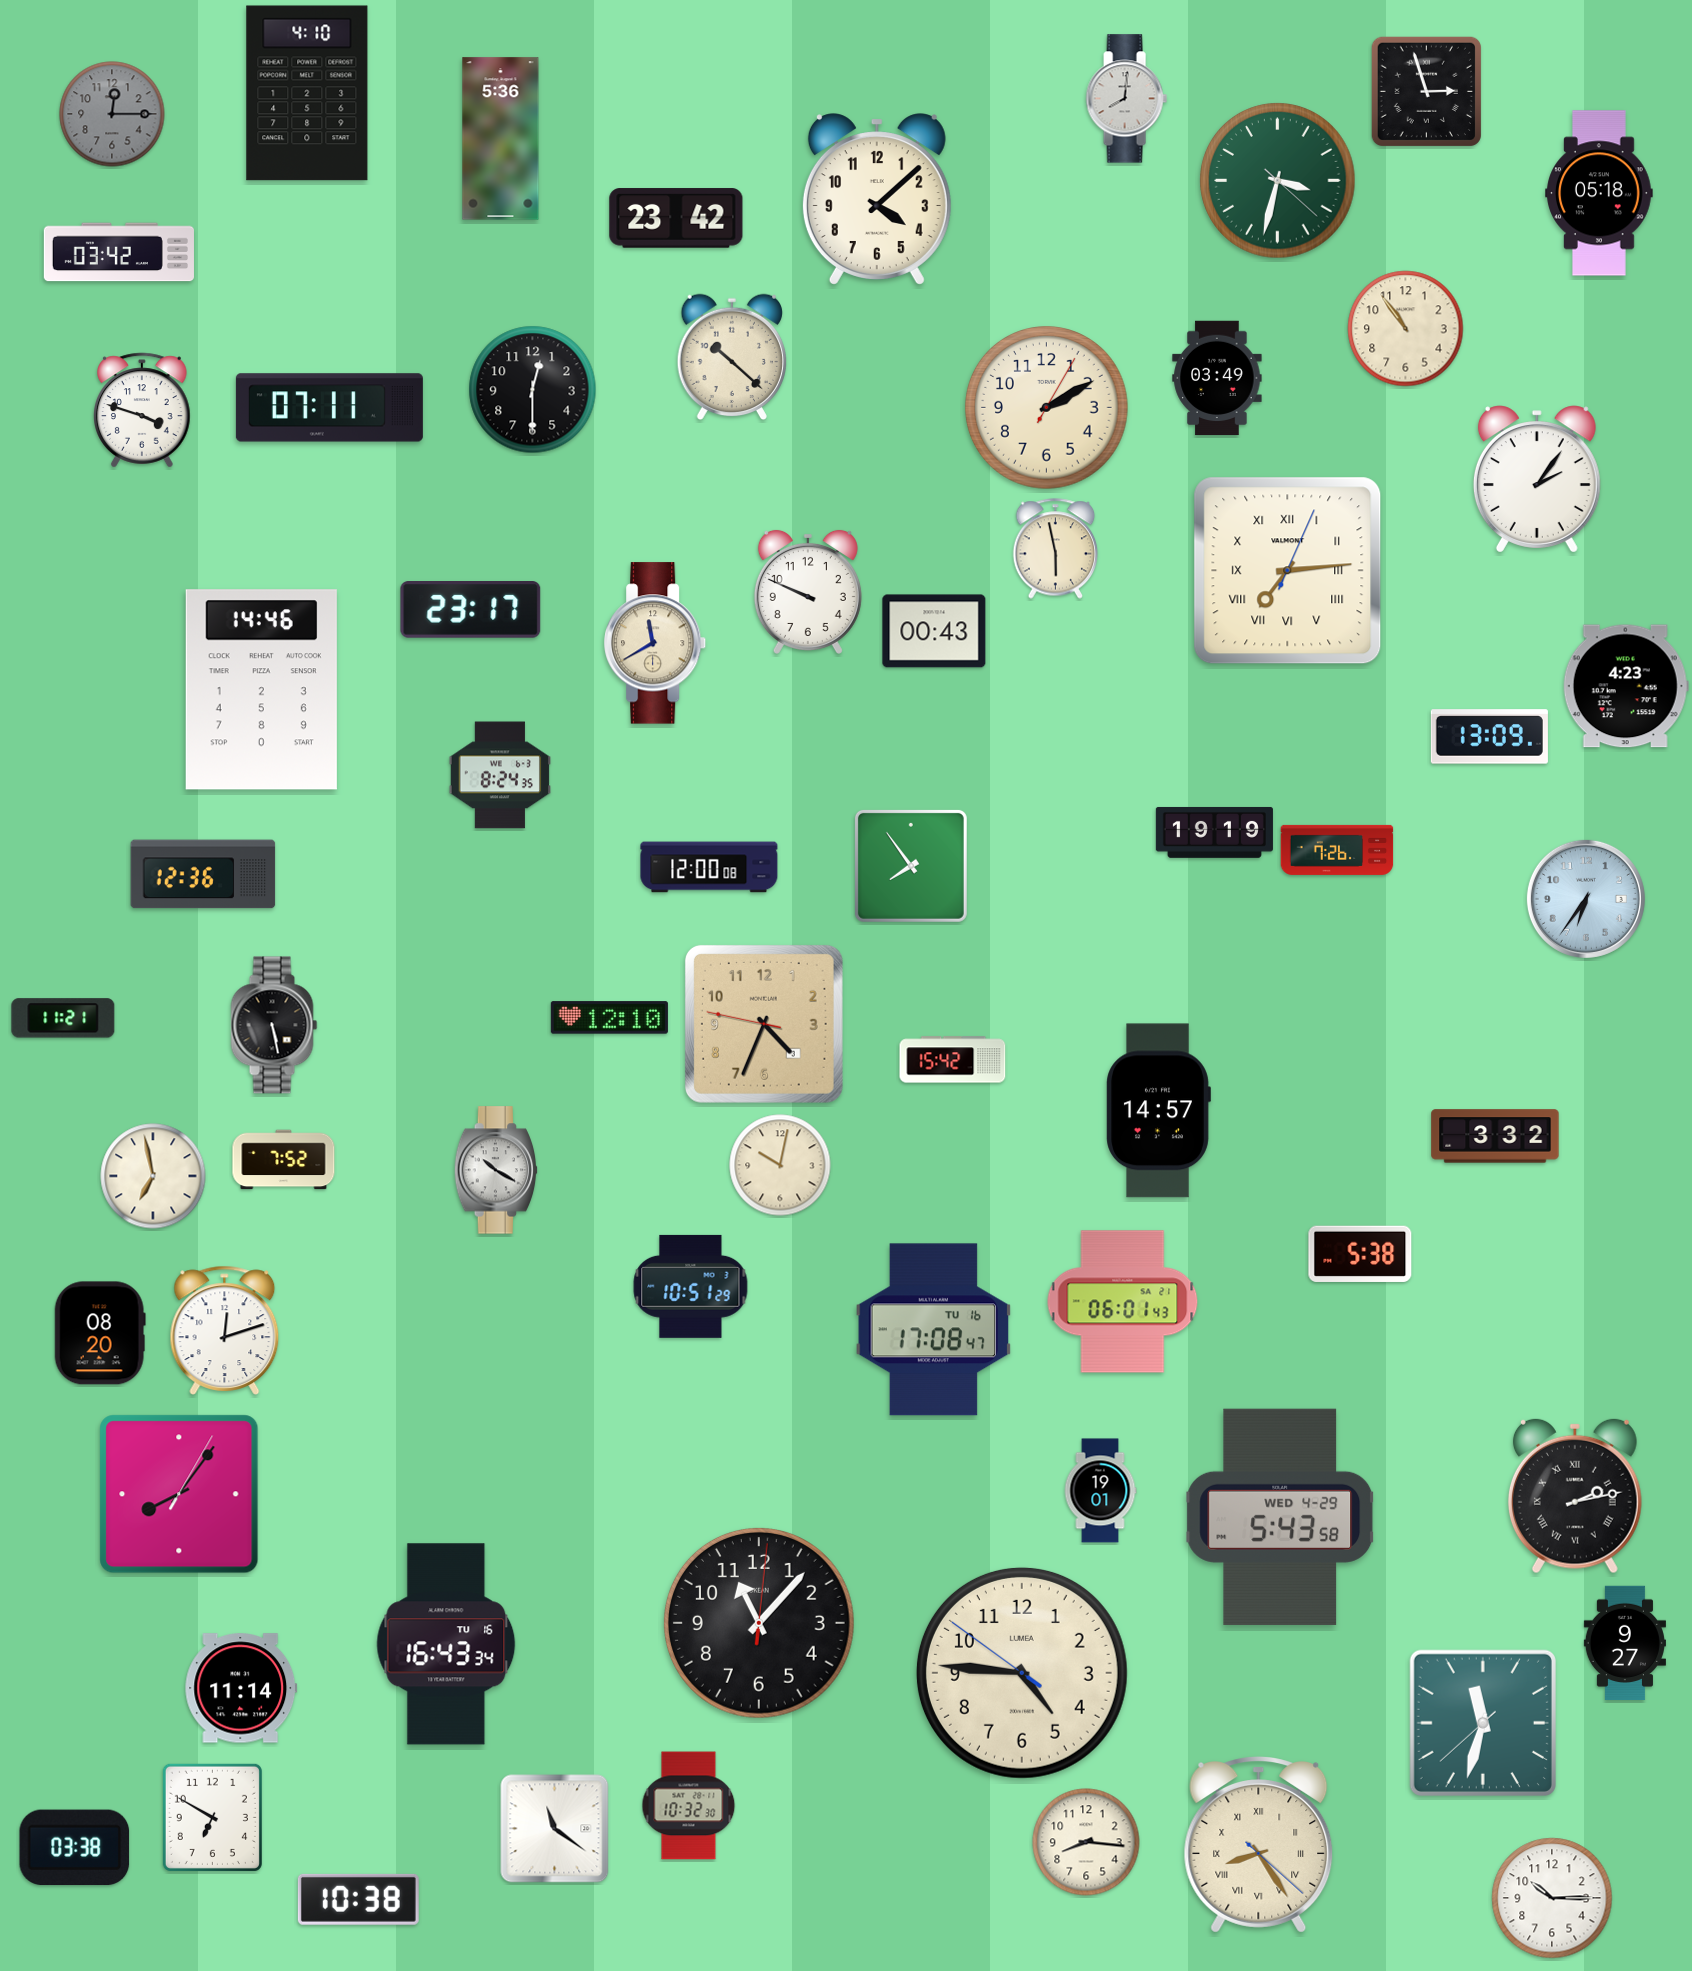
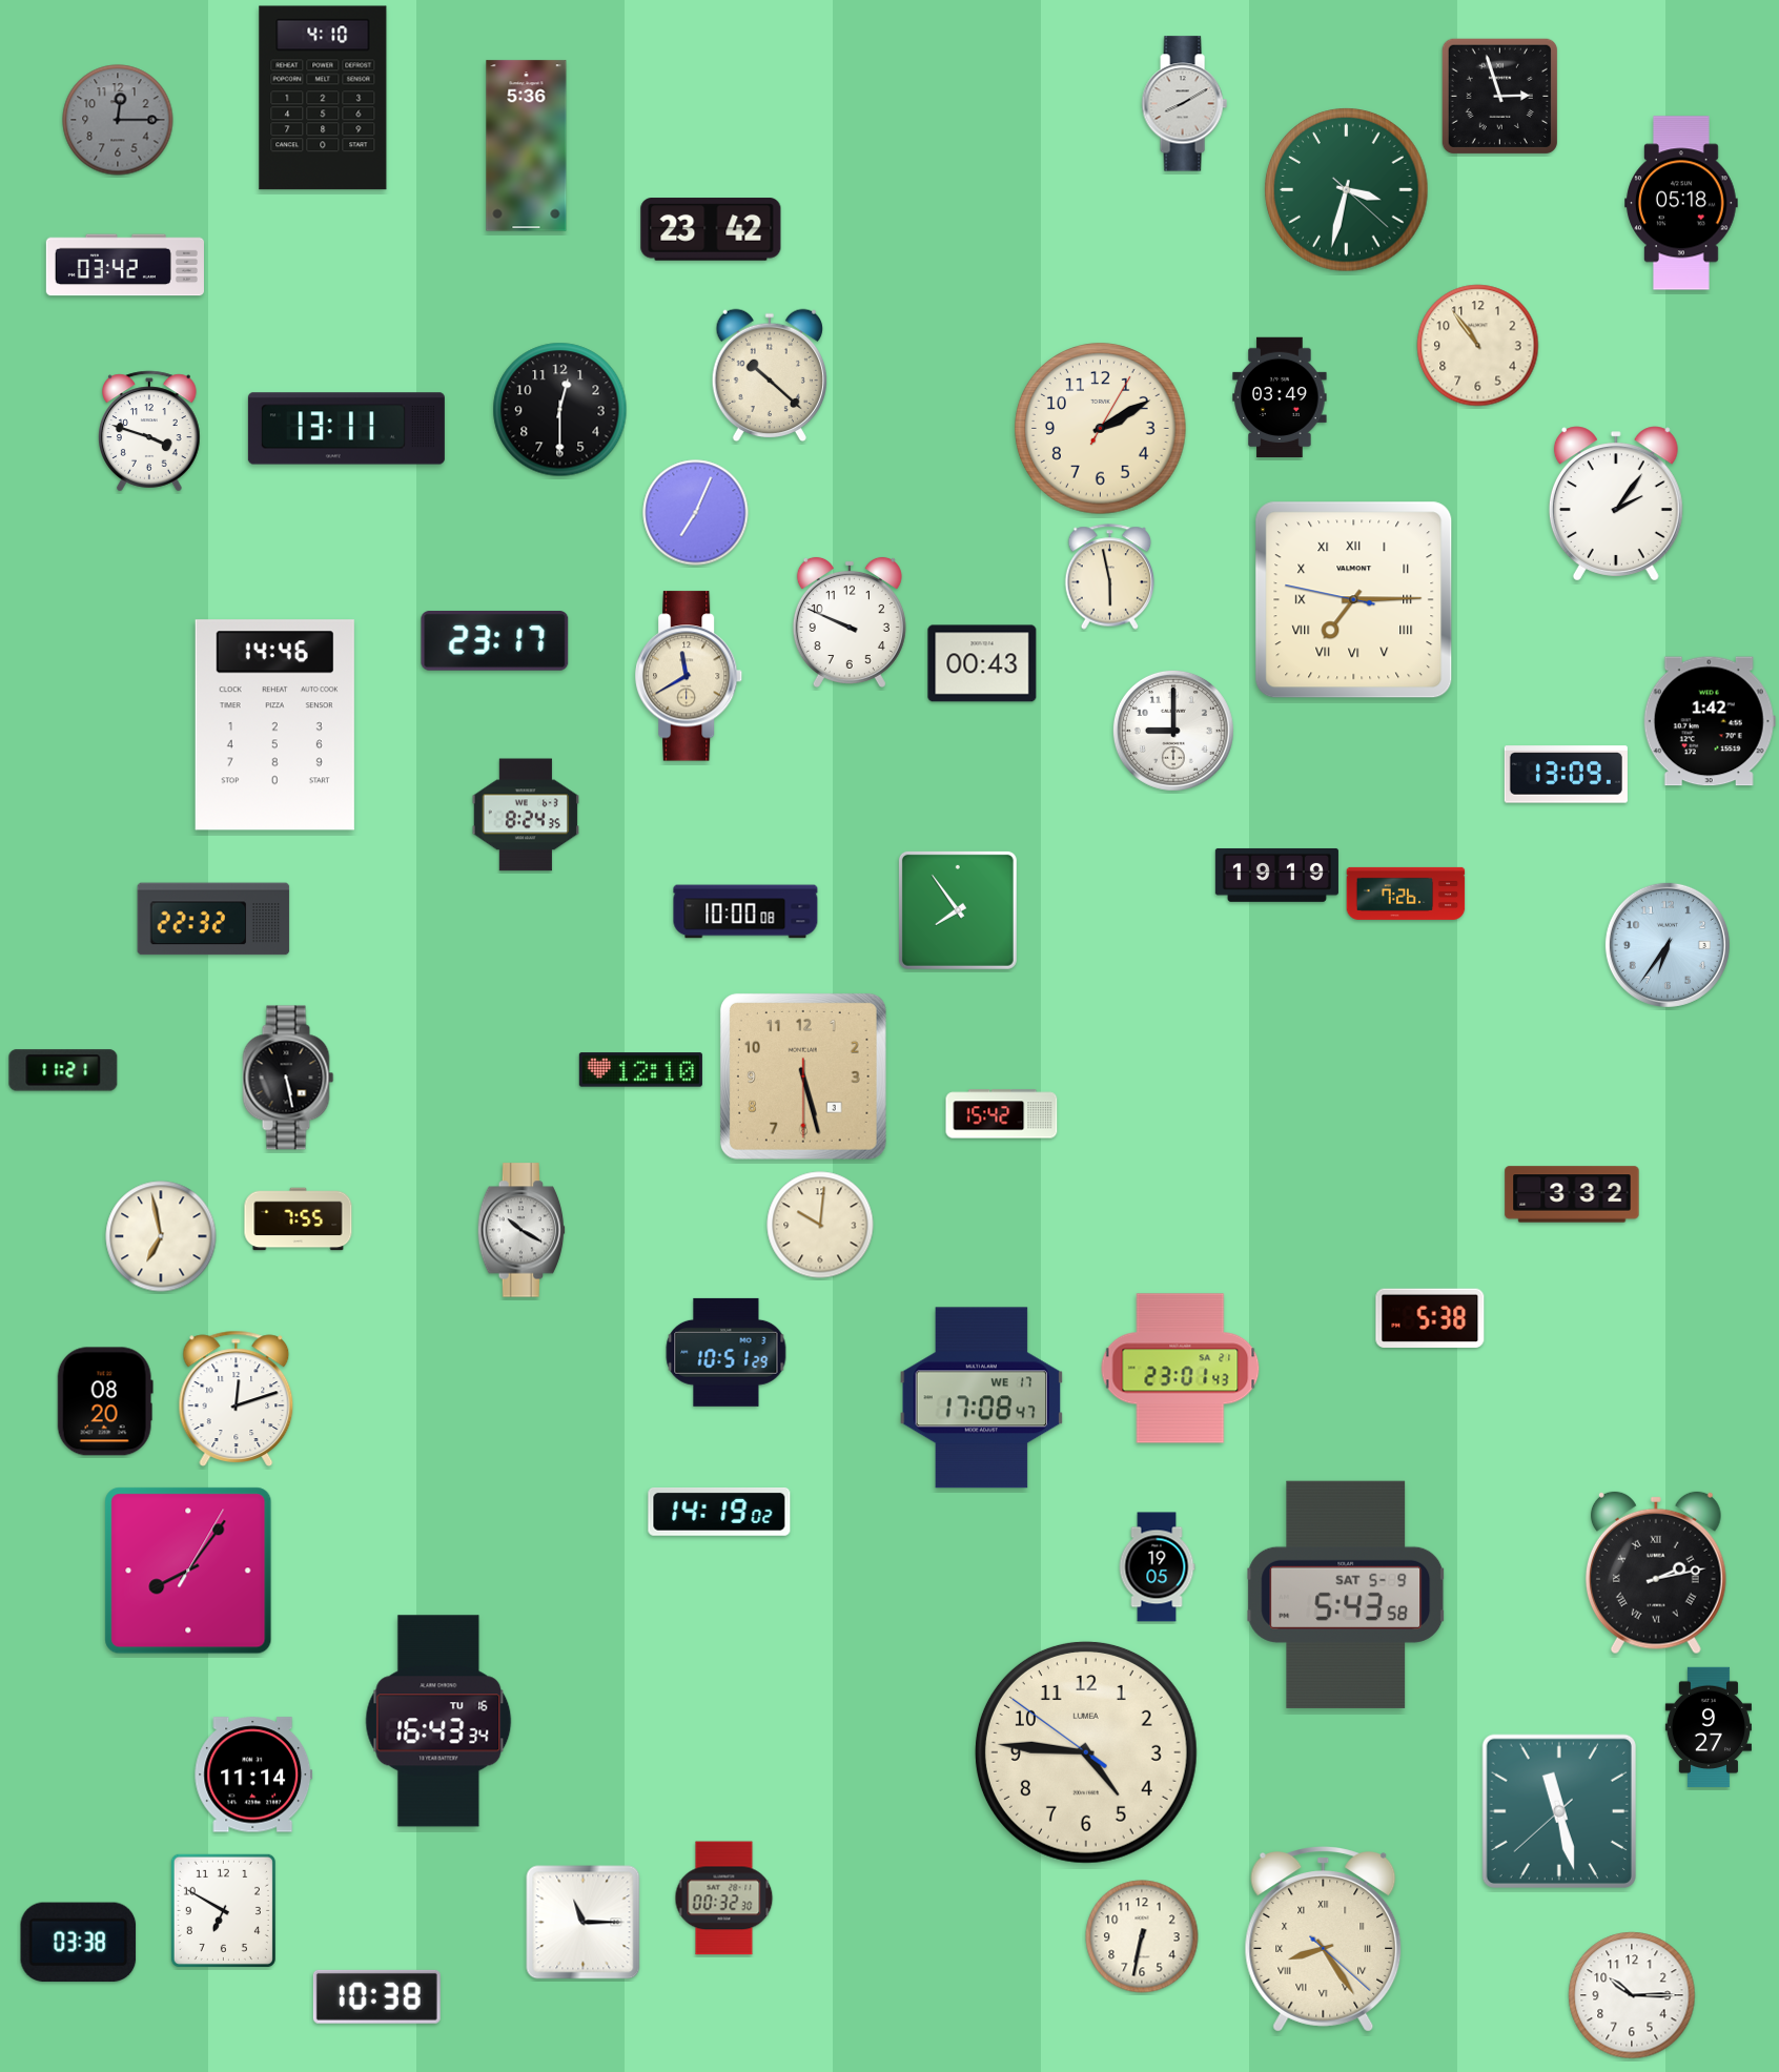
clock at (1126, 99): 8:01 -> 8:10
clock at (1278, 181) position: (1278, 181) -> (1347, 190)
clock at (877, 199): 4:08 -> none
clock at (329, 408): 07:11 -> 13:11
clock at (696, 513): none -> 7:04
clock at (1288, 571): 7:14:04 -> 7:14:47
clock at (1626, 686): 4:23 -> 1:42
clock at (1173, 731): none -> 9:00
clock at (709, 867): 12:00 -> 10:00
clock at (203, 874): 12:36 -> 22:32
clock at (63, 1018) position: (63, 1018) -> (63, 1070)
clock at (764, 1024): 4:33 -> 5:27
clock at (1158, 1111): 14:57 -> none
clock at (284, 1160): 7:52 -> 7:55
clock at (780, 1165): 10:02 -> 10:01
clock at (1123, 1302): 06:01 -> 23:01
clock at (934, 1330) date: TU 16 -> WE 17
clock at (719, 1513): none -> 14:19
clock at (1100, 1491): 19:01 -> 19:05
clock at (1280, 1517) date: WED 4-29 -> SAT 5-9
clock at (759, 1623): 11:07 -> none
clock at (446, 1644) position: (446, 1644) -> (438, 1721)
clock at (1022, 1673) position: (1022, 1673) -> (1086, 1752)
clock at (1483, 1723): 11:32 -> 11:27
clock at (689, 1806): 10:32 -> 00:32
clock at (555, 1829): 11:21 -> 11:15
clock at (1086, 1842): 8:16 -> 6:32
